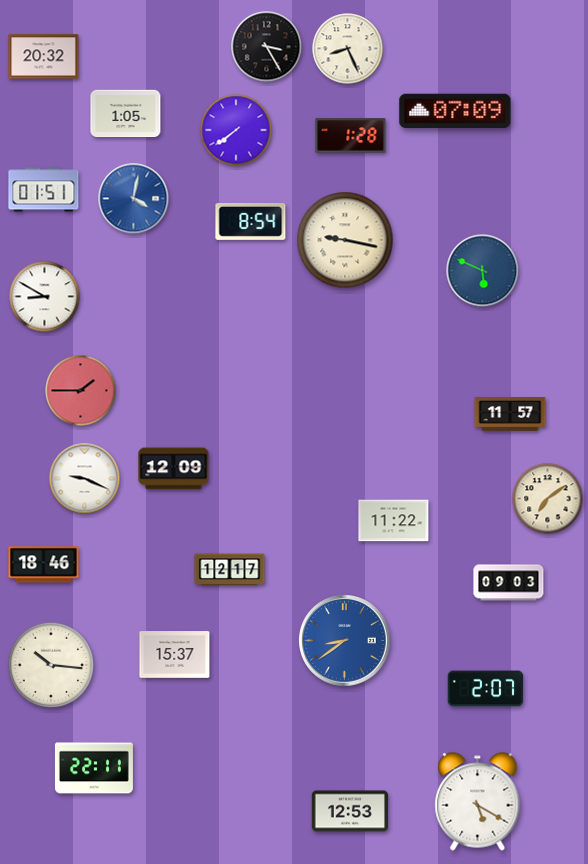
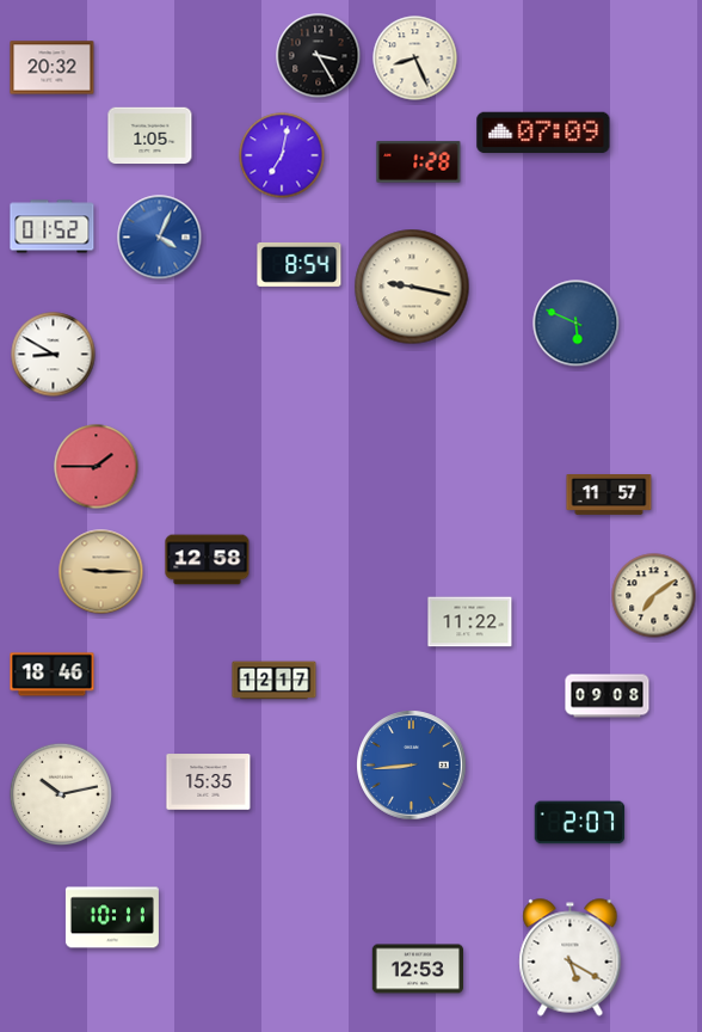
clock at (236, 130): 7:39 -> 7:02
clock at (44, 190): 01:51 -> 01:52
clock at (134, 199): 4:02 -> 4:04
clock at (174, 469): 12:09 -> 12:58
clock at (85, 479): 9:19 -> 9:15
clock at (85, 479) dial: white -> champagne
clock at (509, 583): 09:03 -> 09:08
clock at (345, 641): 8:39 -> 8:44
clock at (175, 655): 15:37 -> 15:35
clock at (51, 665): 10:16 -> 10:13
clock at (94, 768): 22:11 -> 10:11
